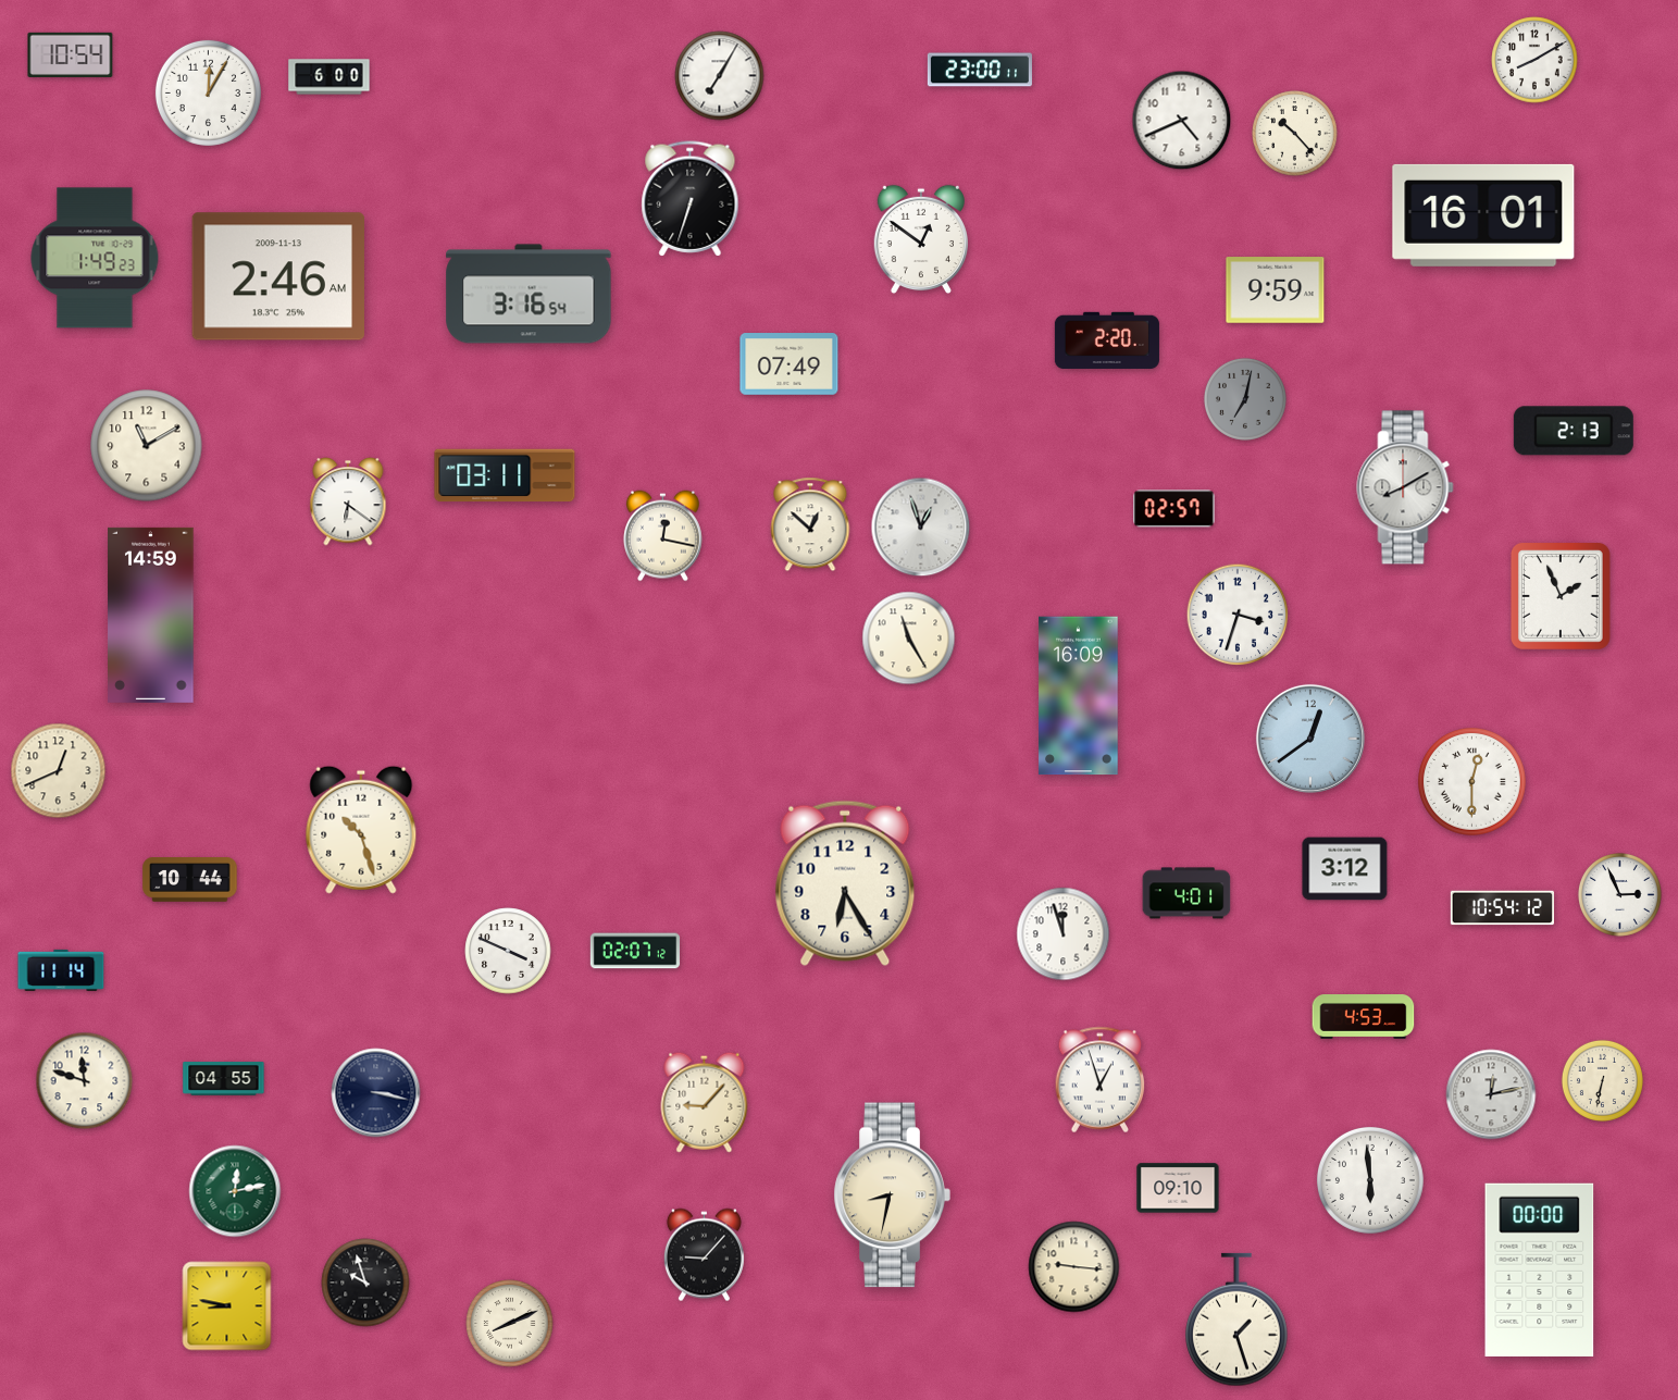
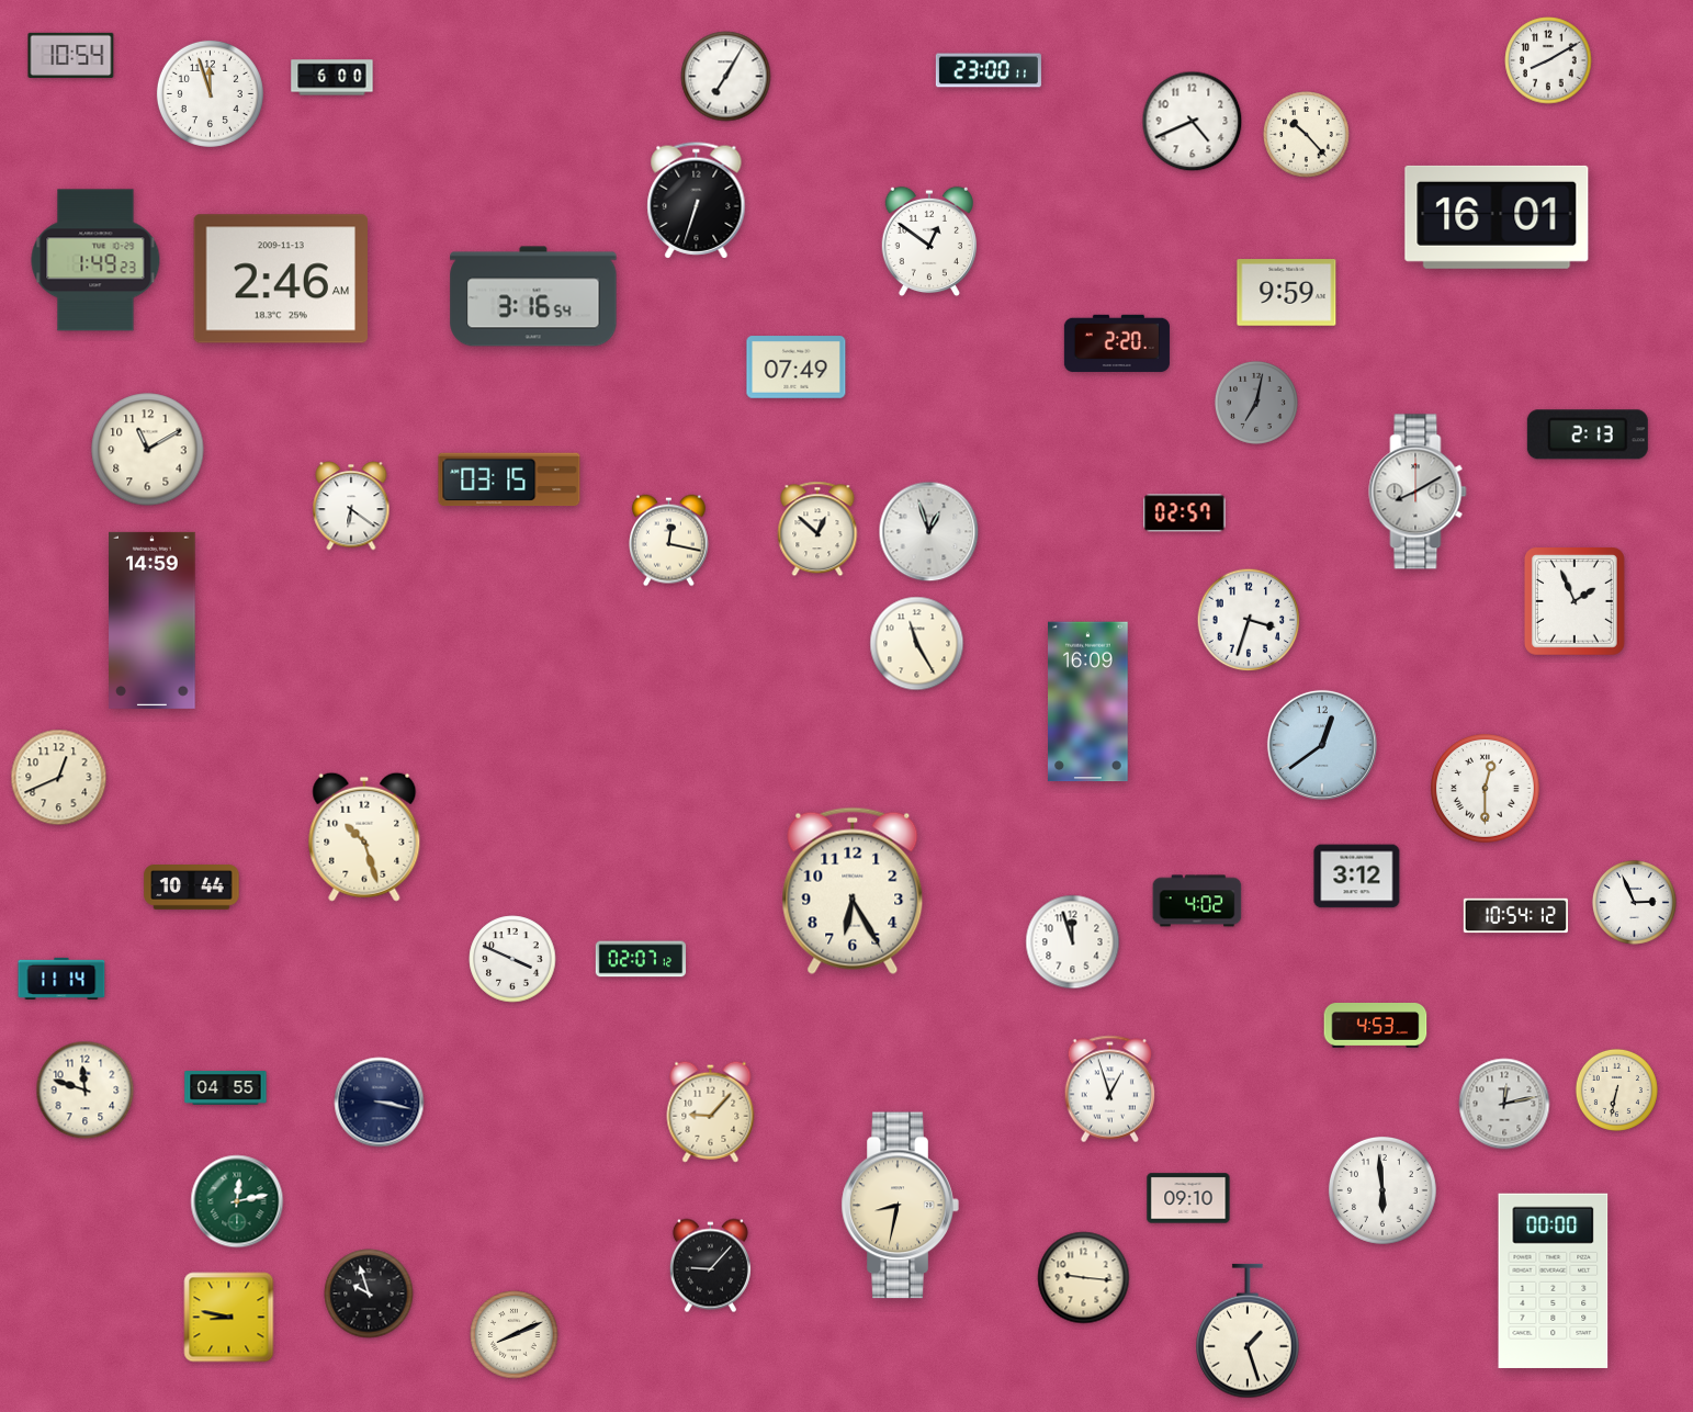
clock at (208, 92): 12:05 -> 11:57
clock at (505, 475): 03:11 -> 03:15
clock at (1186, 893): 4:01 -> 4:02
